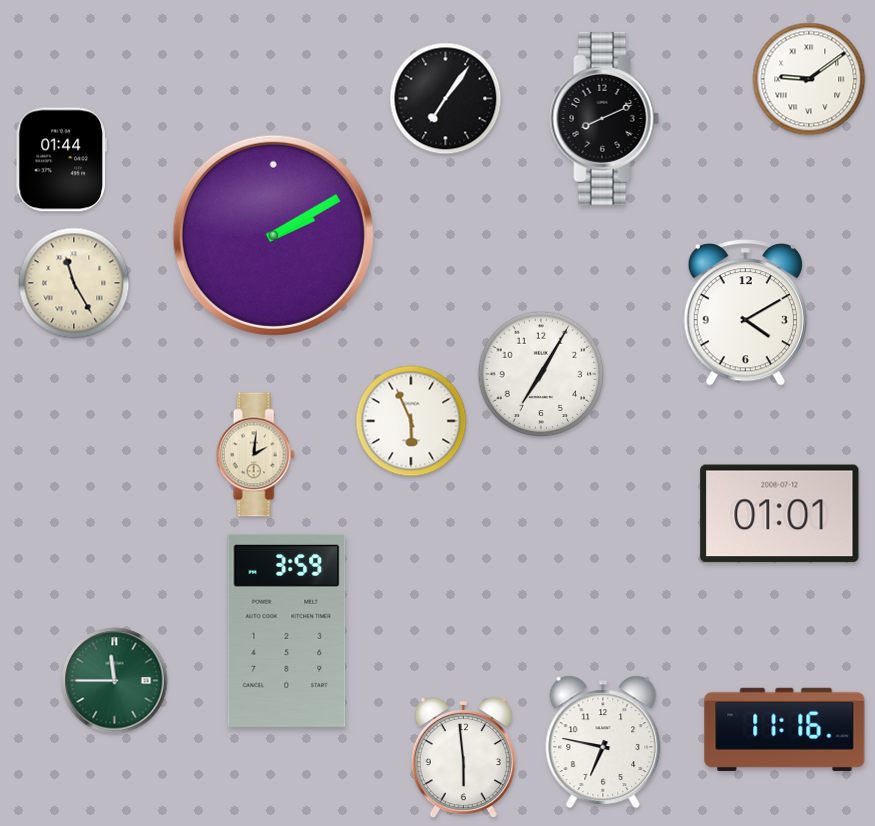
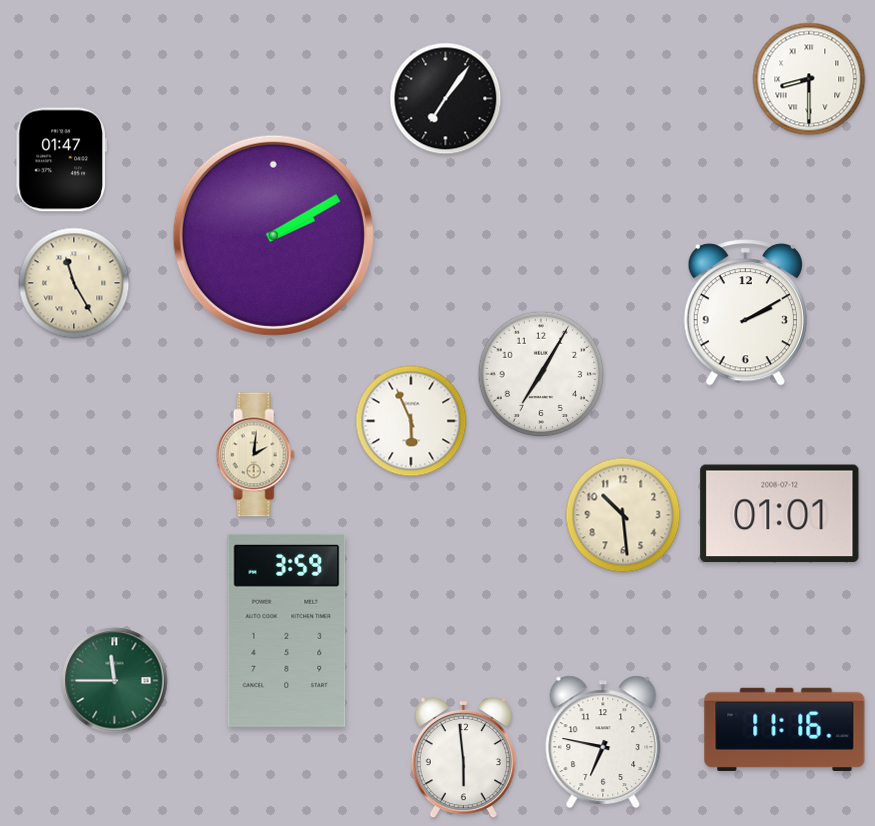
clock at (809, 79): 9:09 -> 8:30
clock at (605, 118): 8:11 -> none
clock at (61, 160): 01:44 -> 01:47
clock at (745, 313): 4:10 -> 2:10
clock at (623, 515): none -> 10:29
